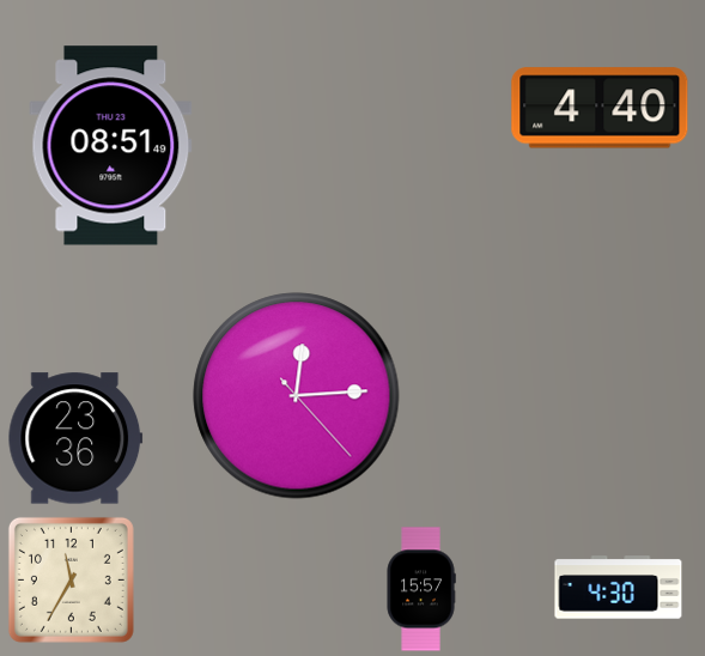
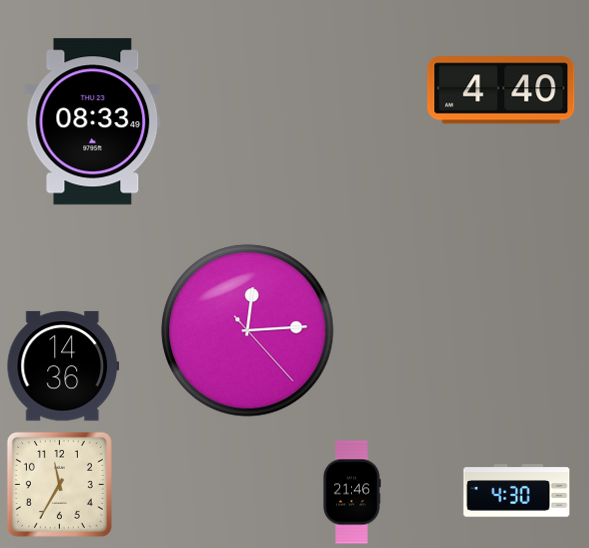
clock at (111, 146): 08:51 -> 08:33
clock at (75, 438): 23:36 -> 14:36
clock at (421, 589): 15:57 -> 21:46
